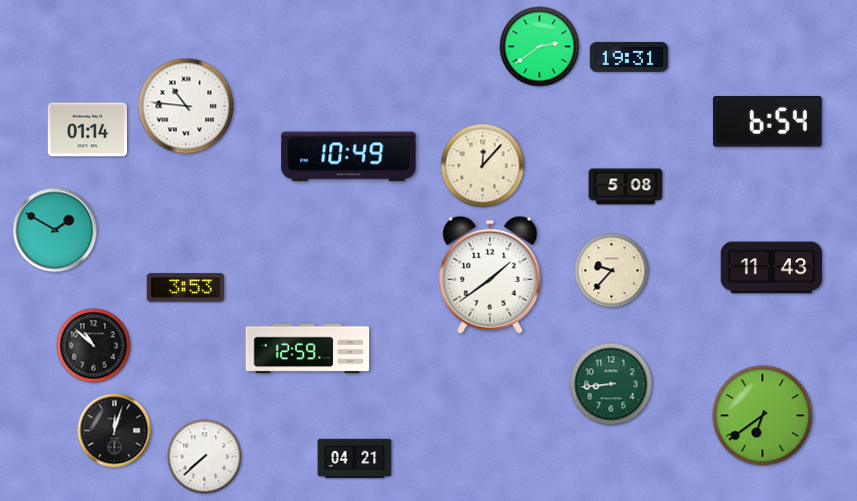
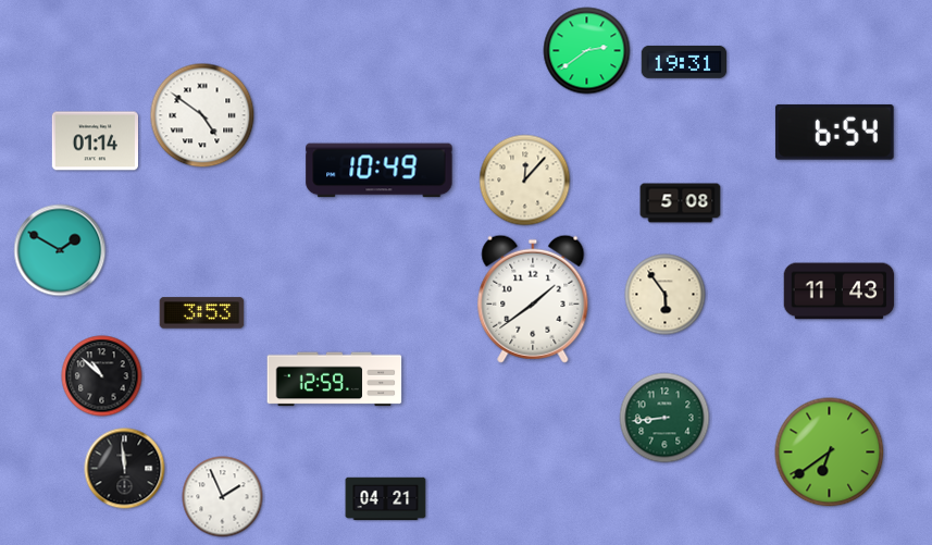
clock at (186, 106): 10:46 -> 4:51
clock at (612, 271): 9:37 -> 5:54
clock at (115, 431): 12:03 -> 11:59
clock at (205, 457): 7:38 -> 1:56
